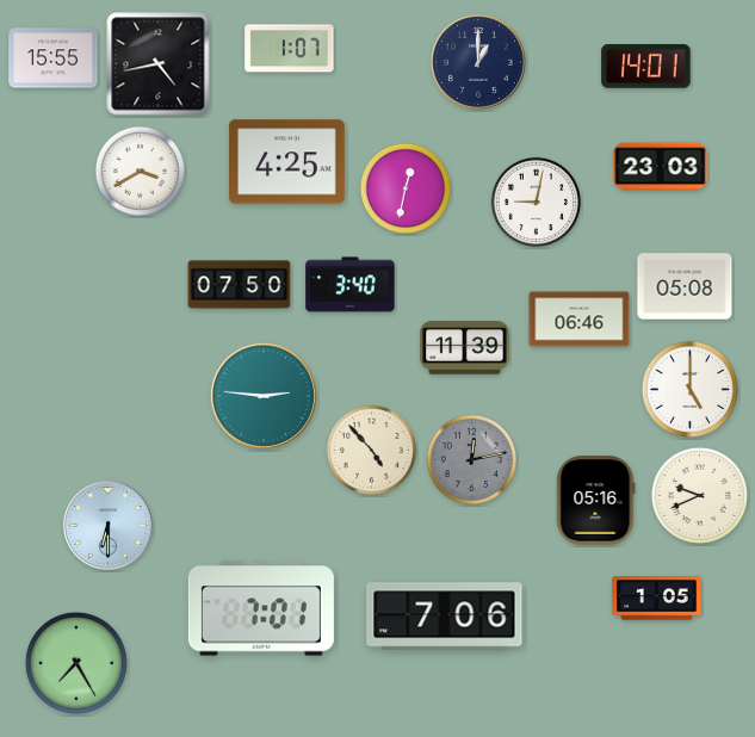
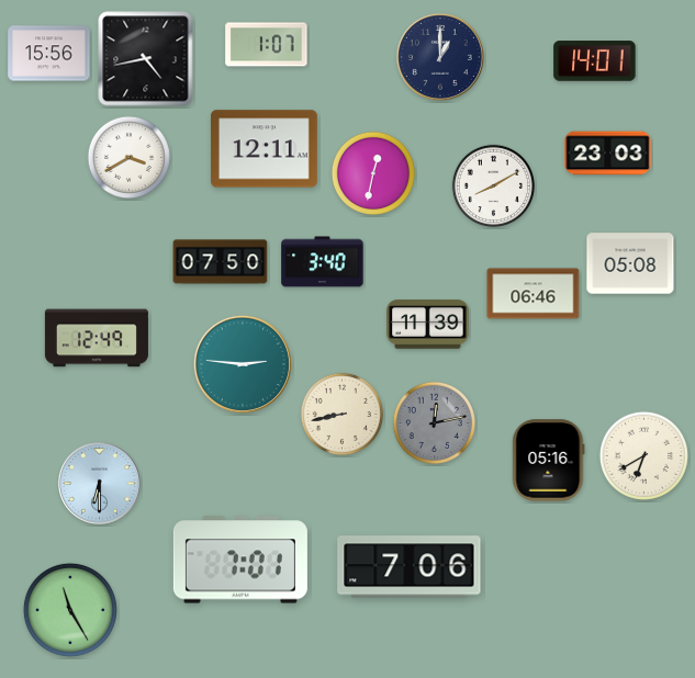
clock at (54, 58): 15:55 -> 15:56
clock at (286, 162): 4:25 -> 12:11
clock at (536, 202): 9:02 -> 8:10
clock at (465, 348) position: (465, 348) -> (428, 325)
clock at (97, 338): none -> 12:49
clock at (689, 389): 5:00 -> none
clock at (371, 450): 4:53 -> 8:43
clock at (699, 495): 9:41 -> 6:40
clock at (657, 599): 1:05 -> none
clock at (76, 663): 7:25 -> 11:25
